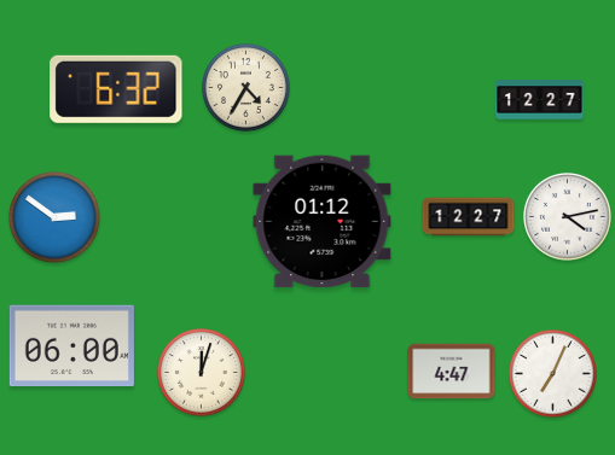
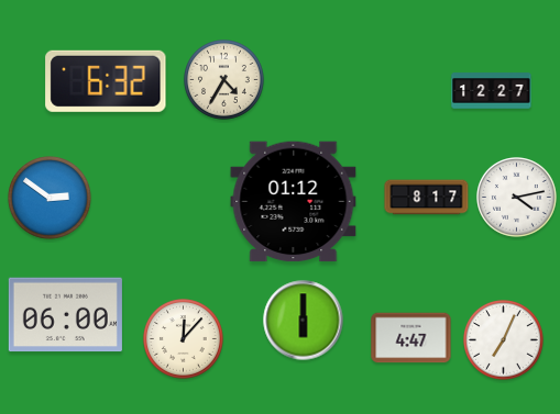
clock at (469, 217): 12:27 -> 8:17
clock at (304, 321): none -> 6:00
clock at (202, 373): 12:03 -> 12:07
